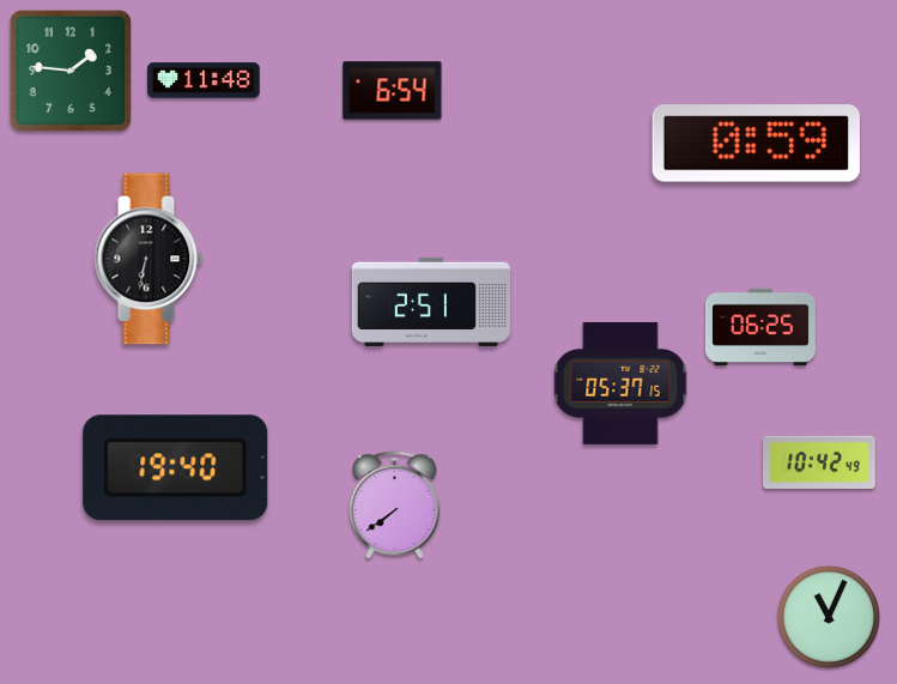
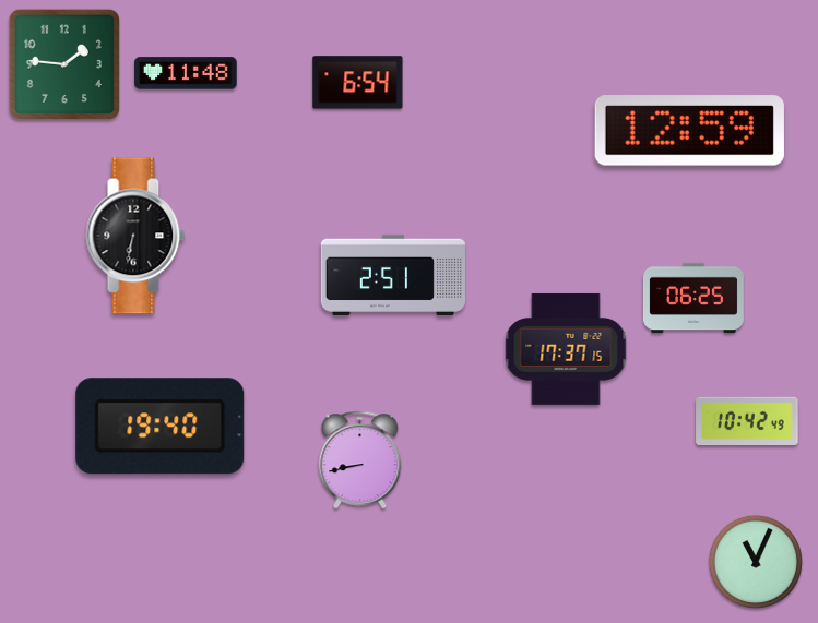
clock at (756, 144): 0:59 -> 12:59
clock at (620, 383): 05:37 -> 17:37
clock at (395, 506): 7:39 -> 8:43
